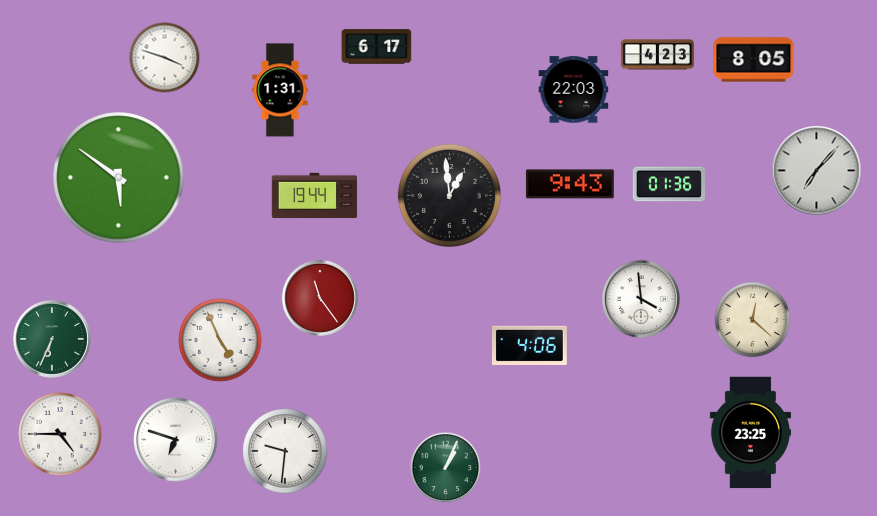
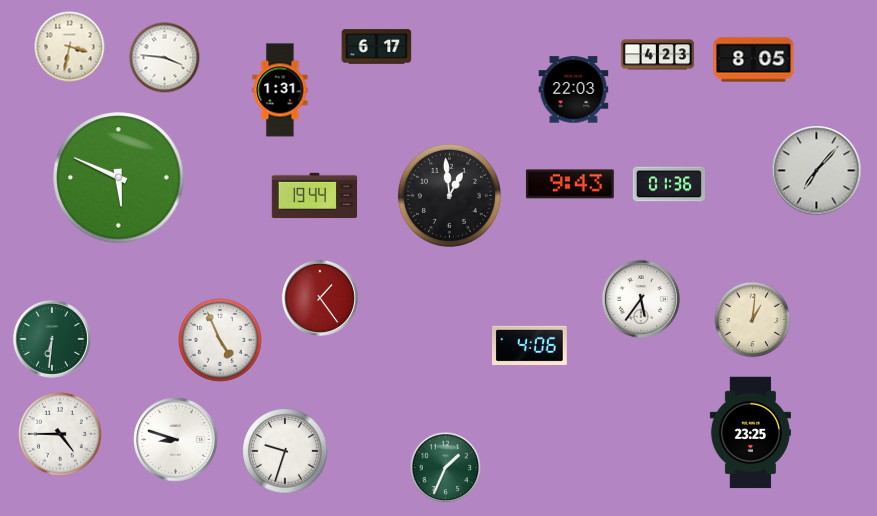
clock at (70, 47): none -> 3:32
clock at (165, 58): 3:48 -> 3:46
clock at (119, 178): 5:51 -> 5:49
clock at (320, 298): 11:24 -> 1:24
clock at (641, 299): 3:59 -> 5:36
clock at (753, 320): 12:22 -> 1:01
clock at (52, 339): 6:34 -> 6:31
clock at (176, 440): 6:48 -> 8:48
clock at (285, 451): 9:31 -> 9:33
clock at (446, 468): 1:04 -> 1:34
